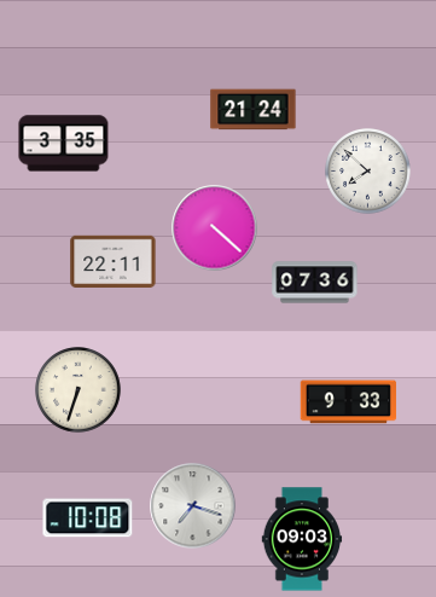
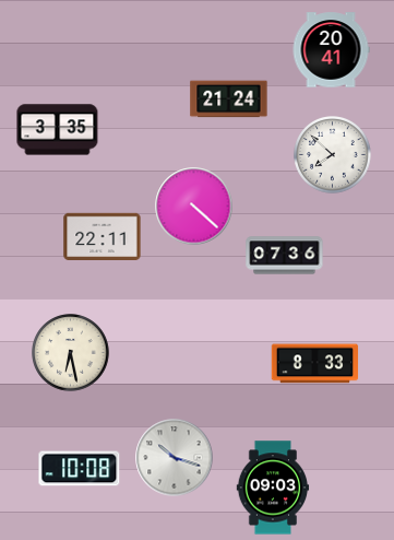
clock at (331, 50): none -> 20:41
clock at (79, 390): 6:33 -> 6:28
clock at (349, 402): 9:33 -> 8:33
clock at (193, 506): 7:18 -> 10:18
